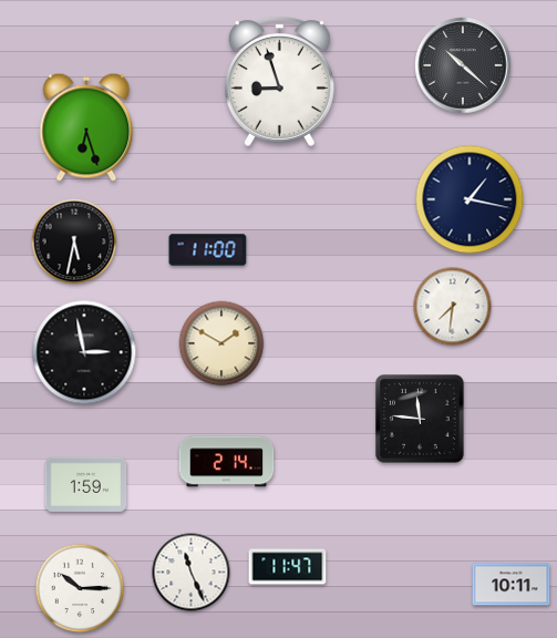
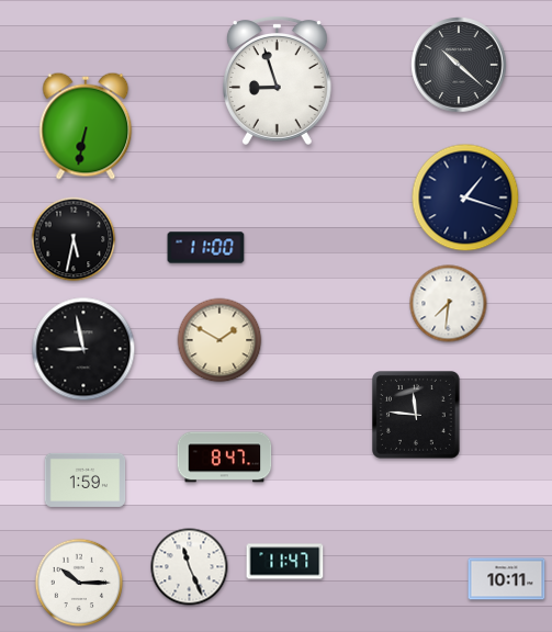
clock at (86, 127): 6:27 -> 6:32
clock at (470, 199): 1:17 -> 1:18
clock at (84, 352): 2:58 -> 8:58
clock at (227, 462): 2:14 -> 8:47
